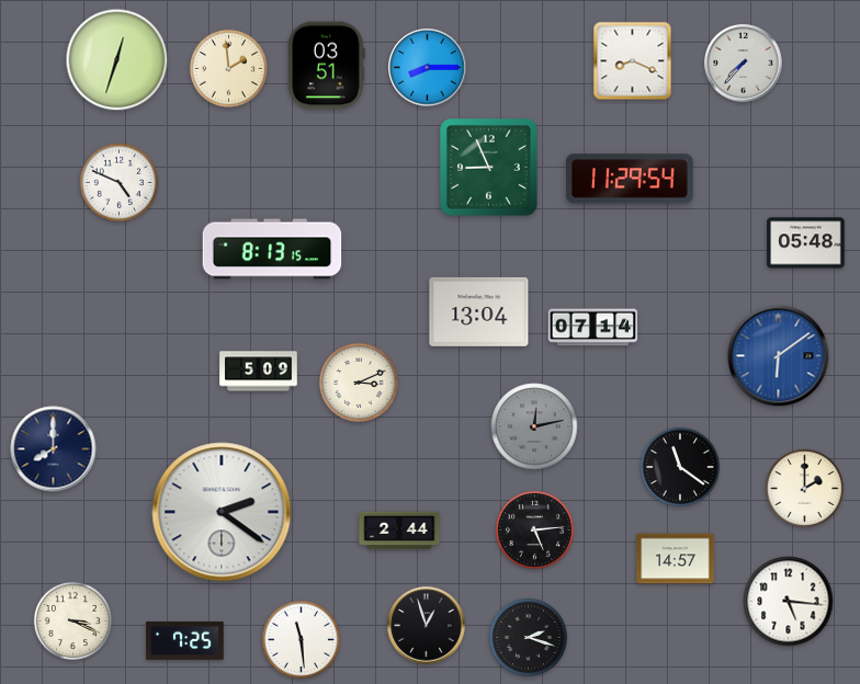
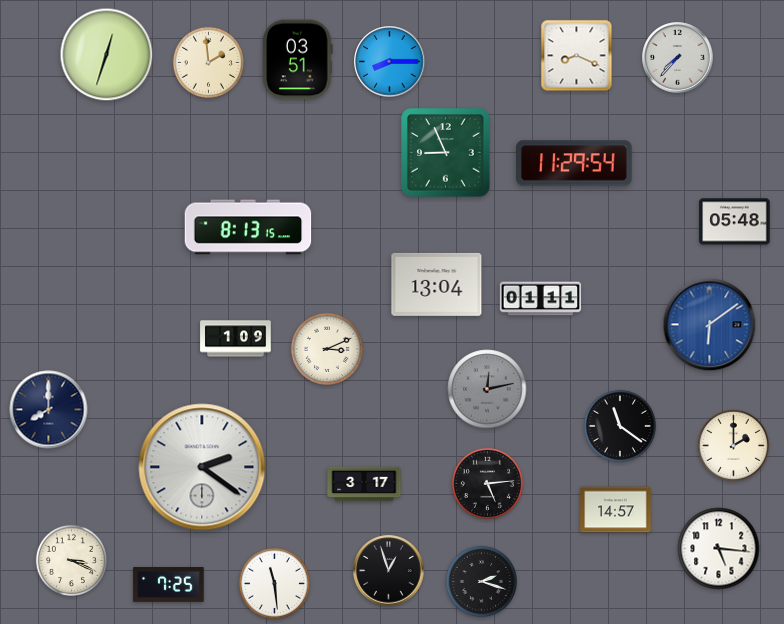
clock at (118, 182): 4:49 -> none
clock at (593, 328): 07:14 -> 01:11
clock at (259, 372): 5:09 -> 1:09
clock at (399, 531): 2:44 -> 3:17
clock at (72, 620) position: (72, 620) -> (71, 560)
